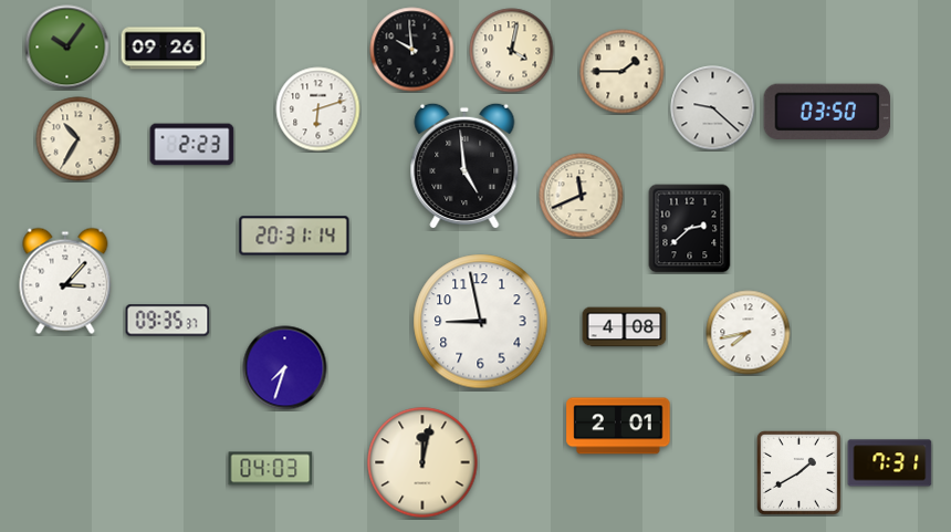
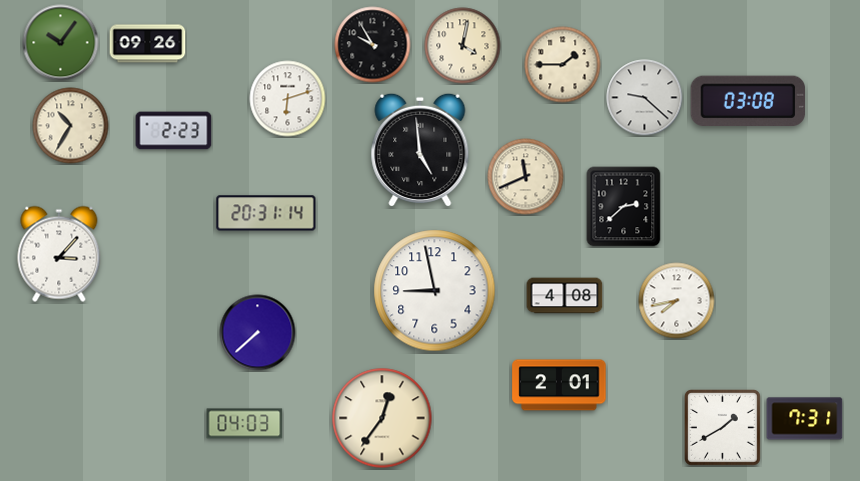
clock at (412, 50): 9:59 -> 9:55
clock at (826, 111): 03:50 -> 03:08
clock at (168, 321): 09:35 -> none
clock at (285, 368): 7:33 -> 7:38
clock at (422, 462): 12:02 -> 12:36
